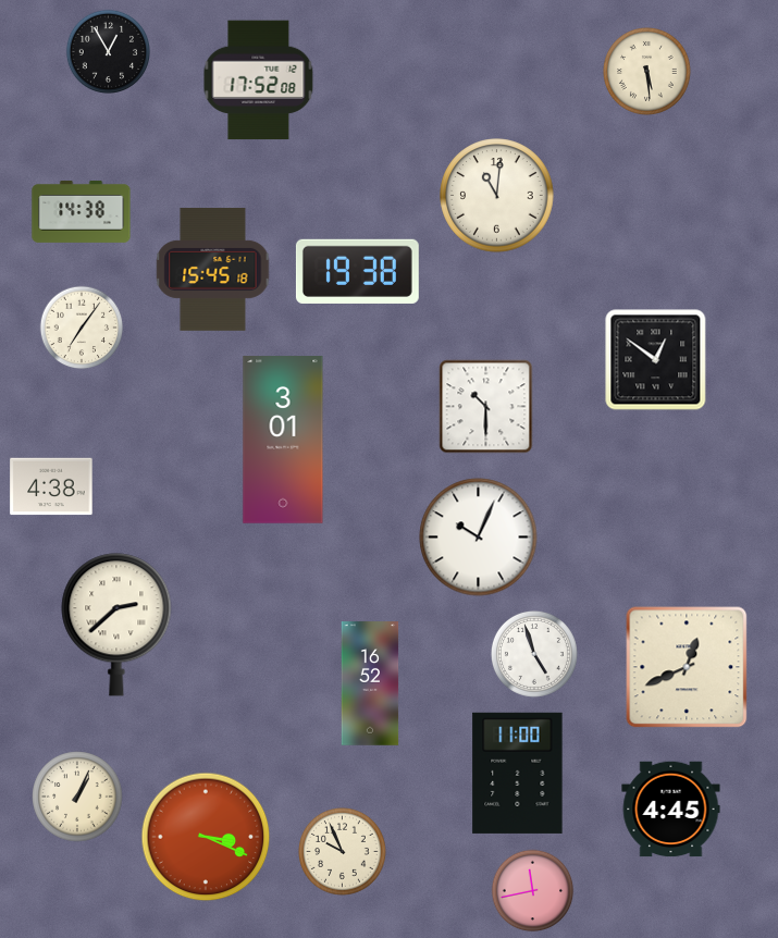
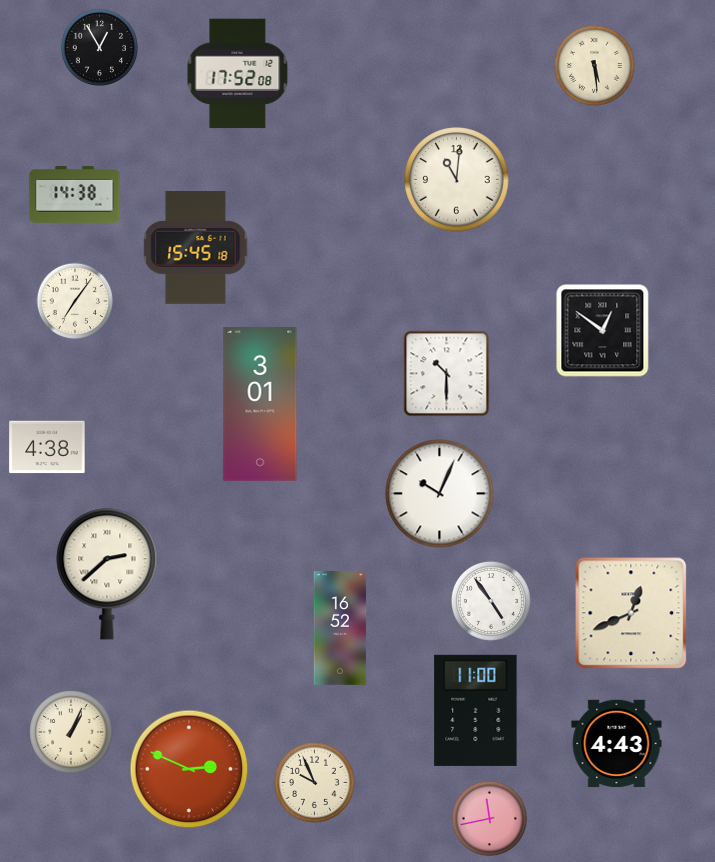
clock at (357, 271): 19:38 -> none
clock at (534, 654): 4:57 -> 4:54
clock at (671, 810): 4:45 -> 4:43
clock at (206, 837): 3:19 -> 2:49
